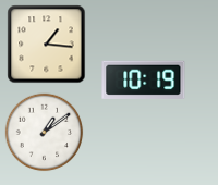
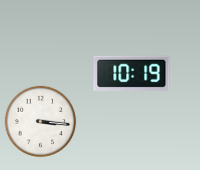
clock at (47, 45): 1:16 -> none
clock at (45, 133): 1:09 -> 3:16
